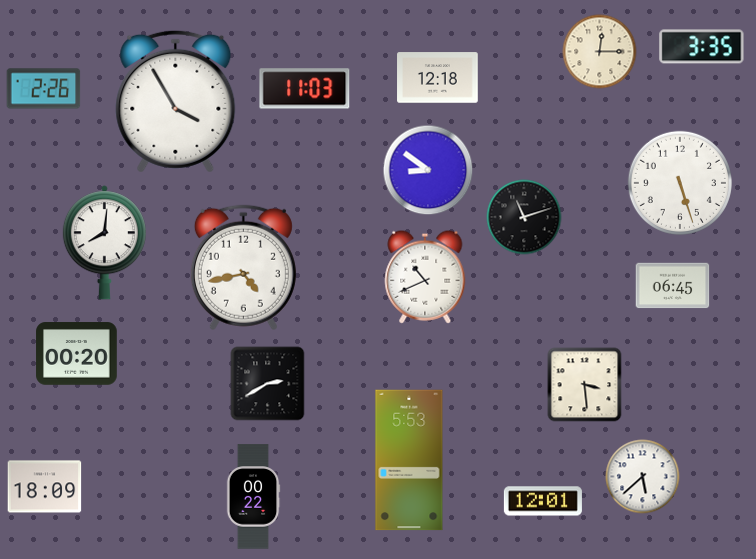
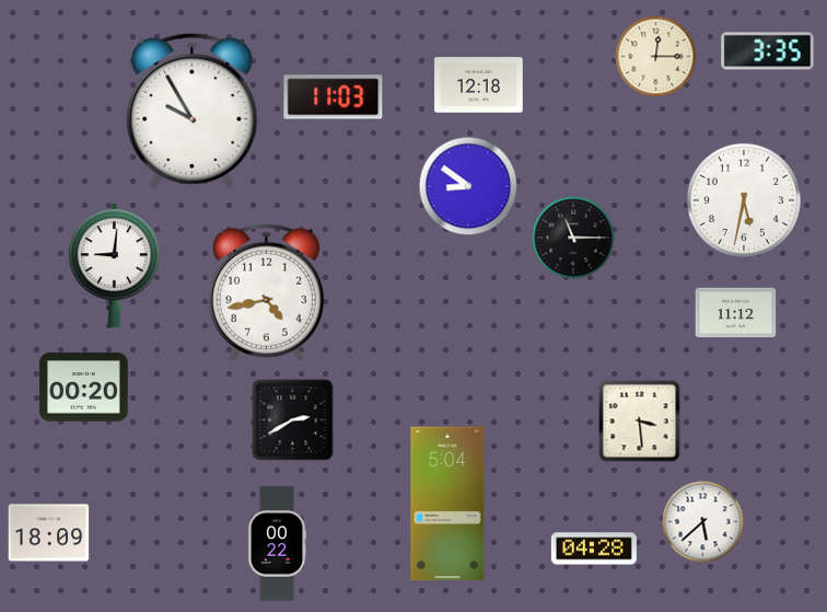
clock at (44, 89): 2:26 -> none
clock at (176, 101): 3:55 -> 9:55
clock at (680, 183): 5:27 -> 5:32
clock at (524, 217): 11:12 -> 11:15
clock at (104, 243): 8:01 -> 9:01
clock at (425, 277): 10:41 -> none
clock at (673, 286): 06:45 -> 11:12
clock at (409, 460): 5:53 -> 5:04
clock at (543, 501): 12:01 -> 04:28
